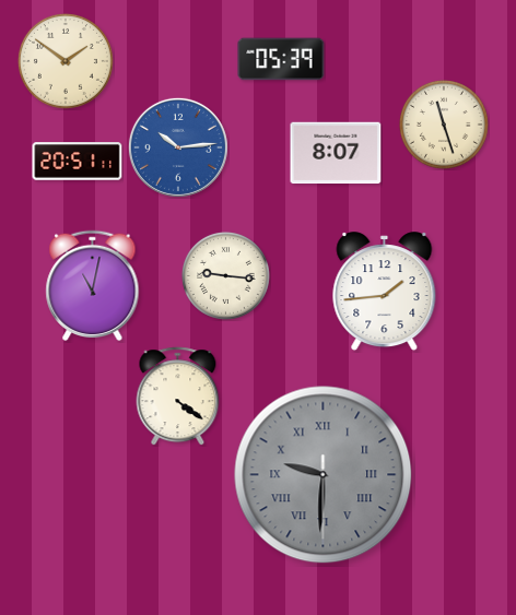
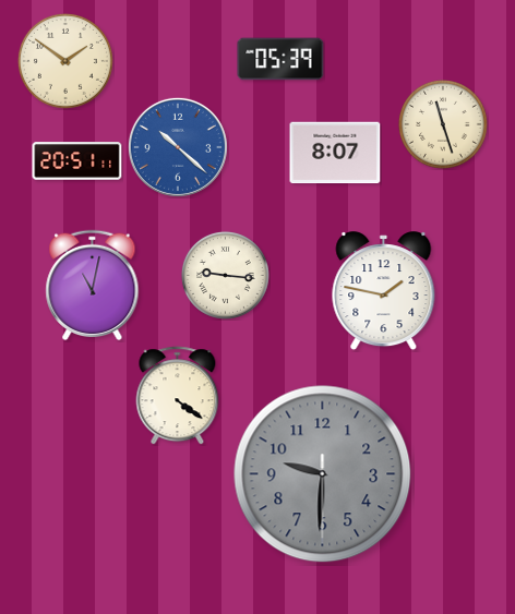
clock at (178, 147): 10:14 -> 10:22
clock at (385, 292): 1:44 -> 1:47
clock at (324, 475) numerals: Roman -> Arabic
